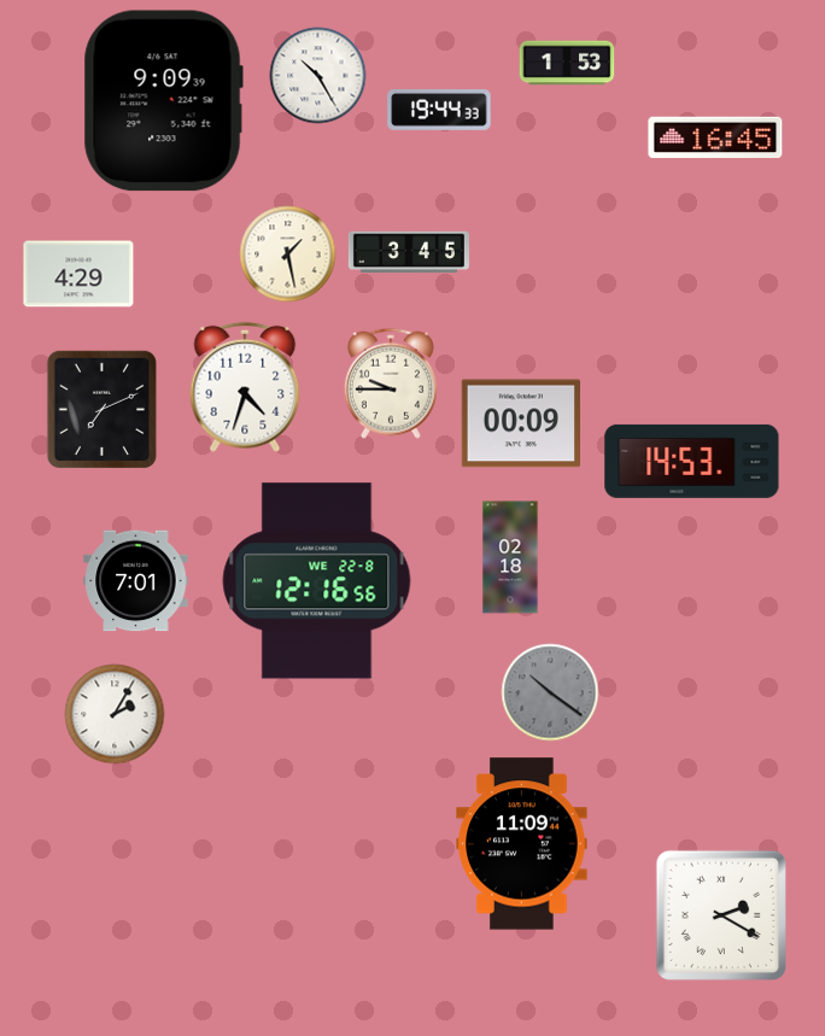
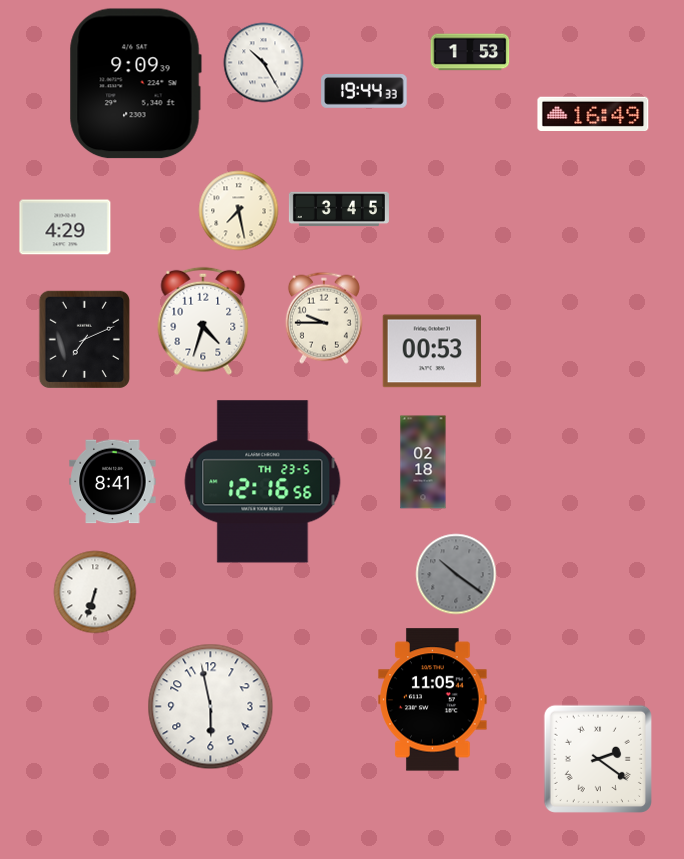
clock at (715, 137): 16:45 -> 16:49
clock at (288, 254): 1:28 -> 7:28
clock at (520, 423): 00:09 -> 00:53
clock at (692, 461): 14:53 -> none
clock at (136, 581): 7:01 -> 8:41
clock at (317, 581) date: WE 22-8 -> TH 23-5
clock at (115, 714): 2:05 -> 6:33
clock at (522, 844): 11:09 -> 11:05
clock at (211, 707): none -> 5:58
clock at (721, 915): 2:20 -> 2:21
